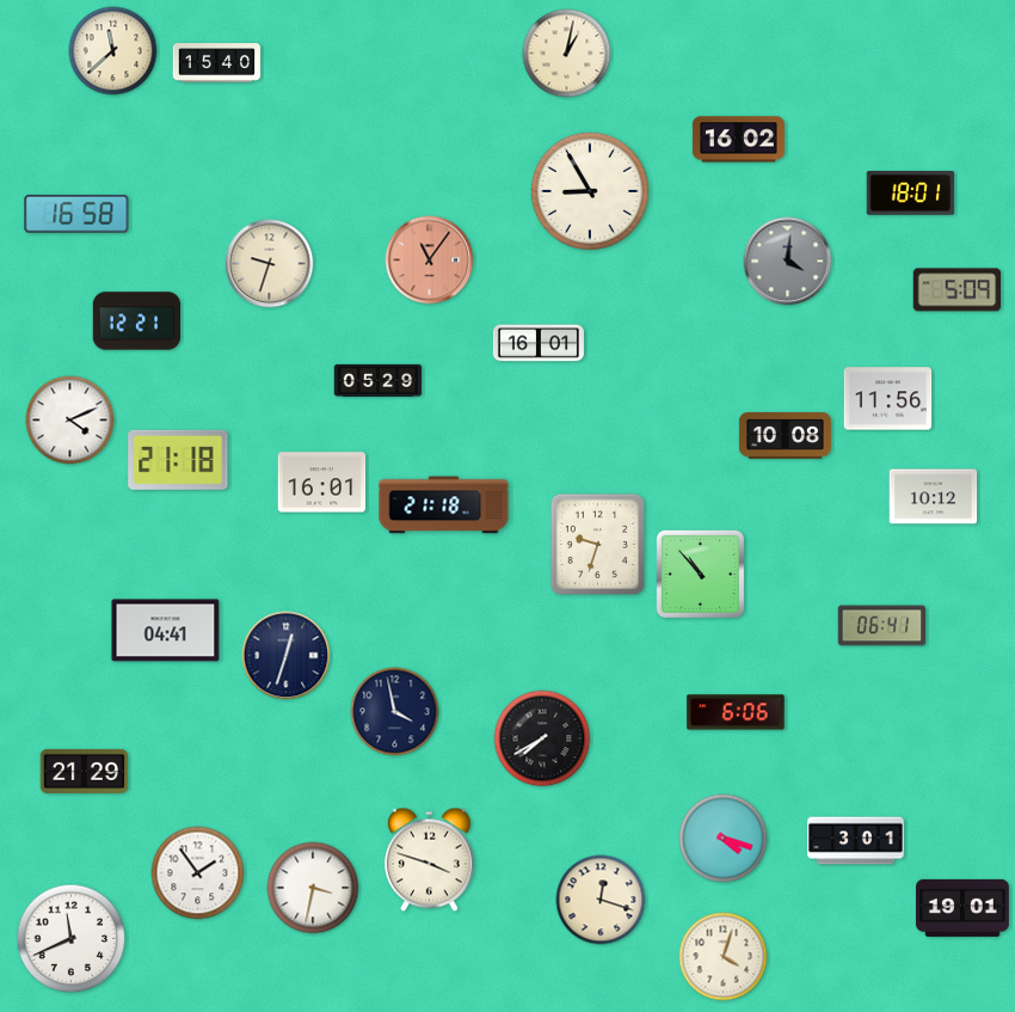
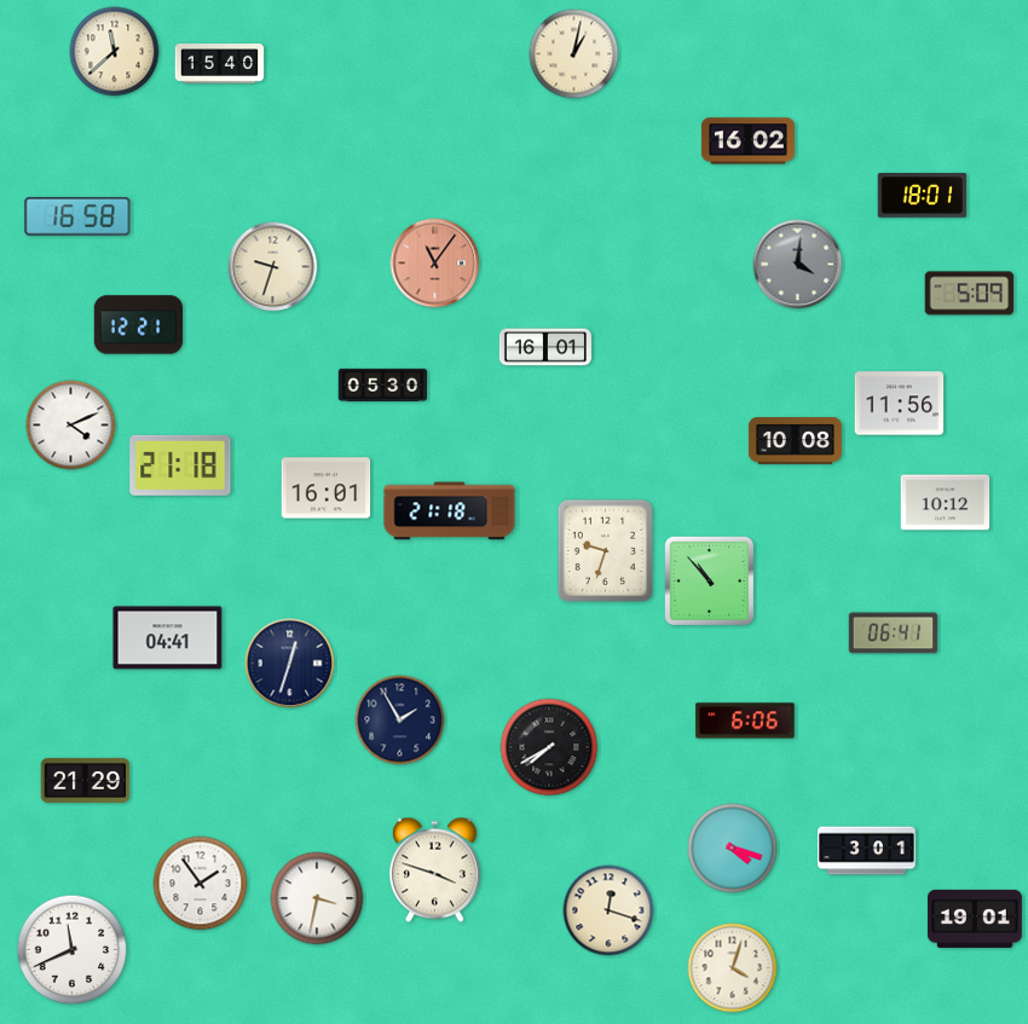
clock at (590, 191): 8:55 -> none
clock at (379, 380): 05:29 -> 05:30
clock at (395, 712): 3:58 -> 1:55
